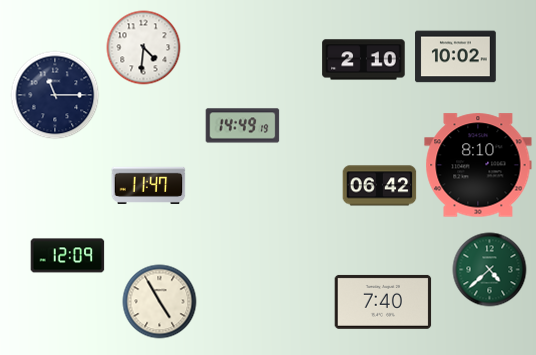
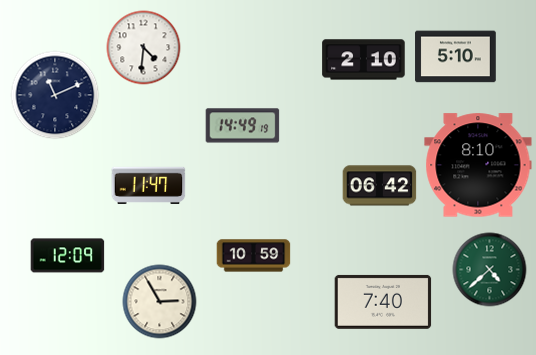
clock at (456, 57): 10:02 -> 5:10
clock at (55, 95): 11:15 -> 11:11
clock at (254, 256): none -> 10:59
clock at (160, 302): 4:55 -> 2:55
